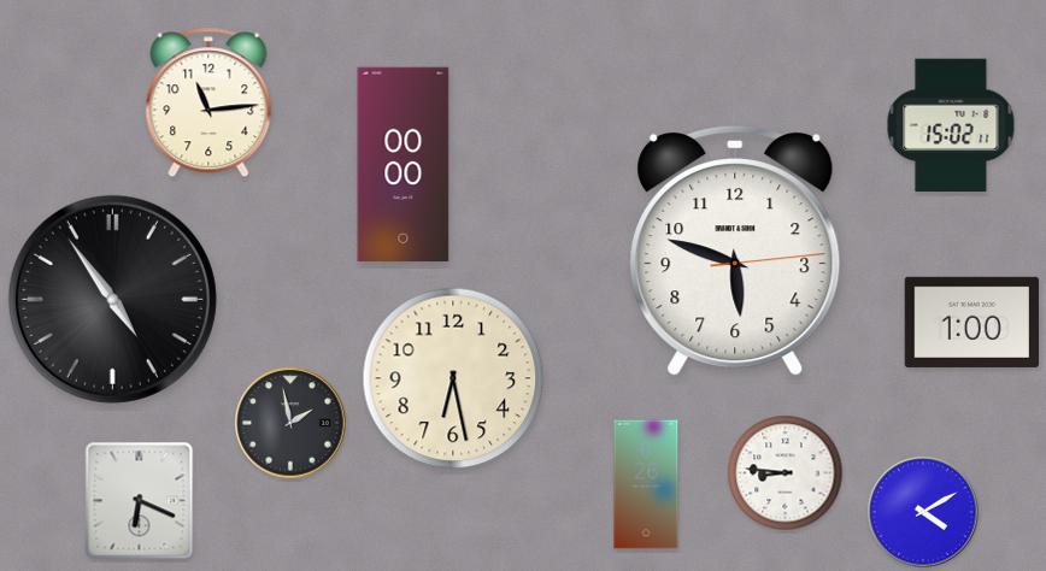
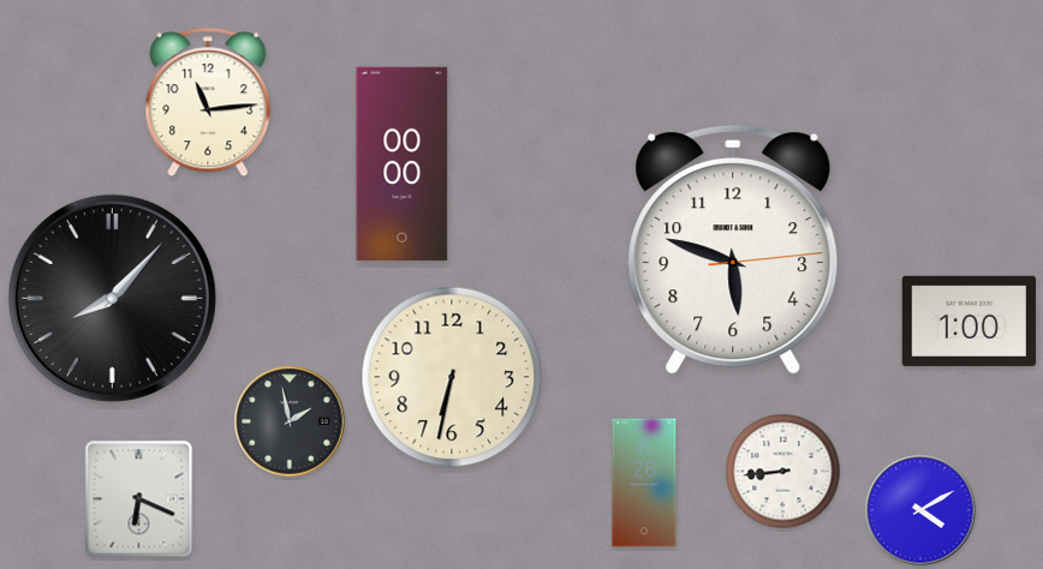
clock at (951, 125): 15:02 -> none
clock at (112, 299): 4:54 -> 8:07
clock at (453, 378): 6:28 -> 6:32
clock at (786, 473): 8:46 -> 8:44
